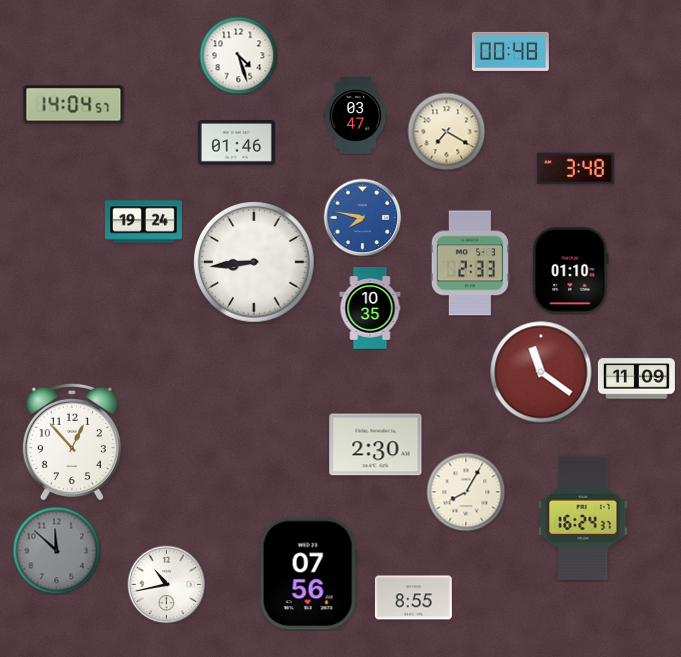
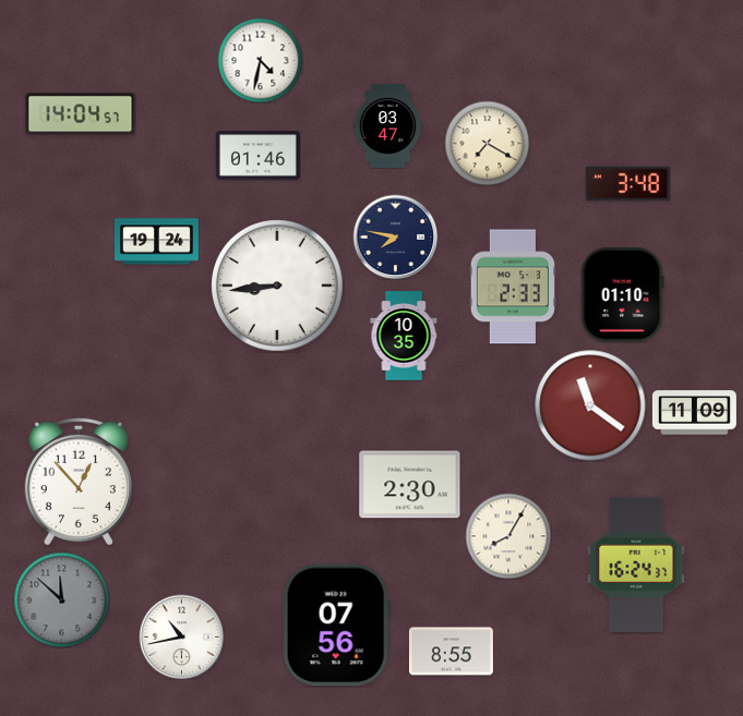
clock at (510, 51): 00:48 -> none
clock at (238, 55): 4:27 -> 4:32
clock at (362, 217) dial: blue -> navy
